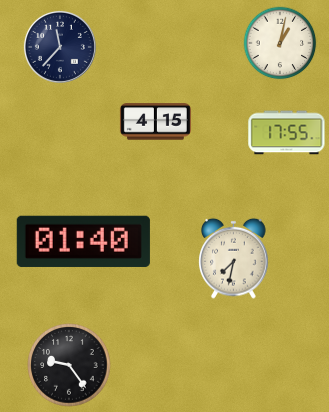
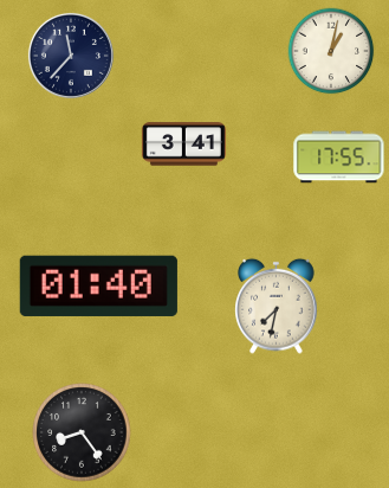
clock at (155, 122): 4:15 -> 3:41
clock at (69, 365): 9:24 -> 8:24
